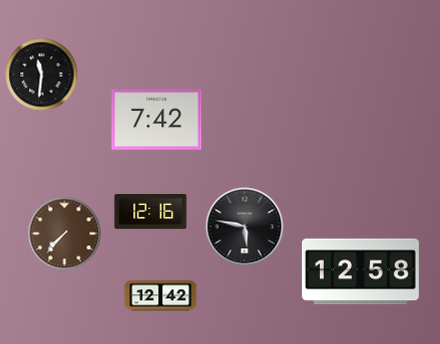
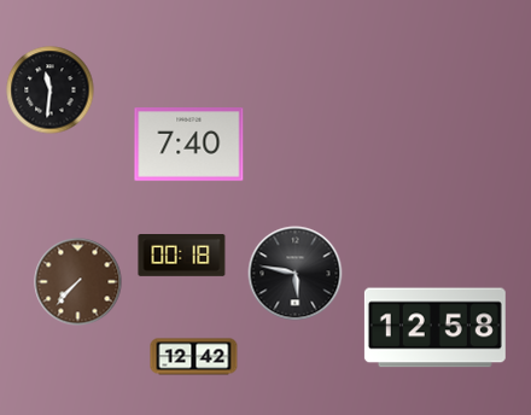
clock at (157, 120): 7:42 -> 7:40
clock at (151, 212): 12:16 -> 00:18
